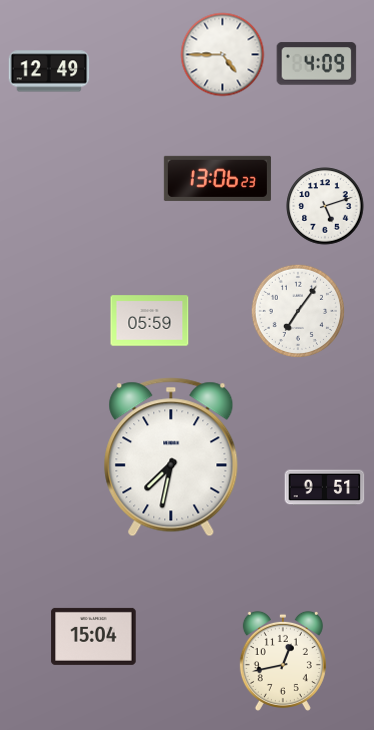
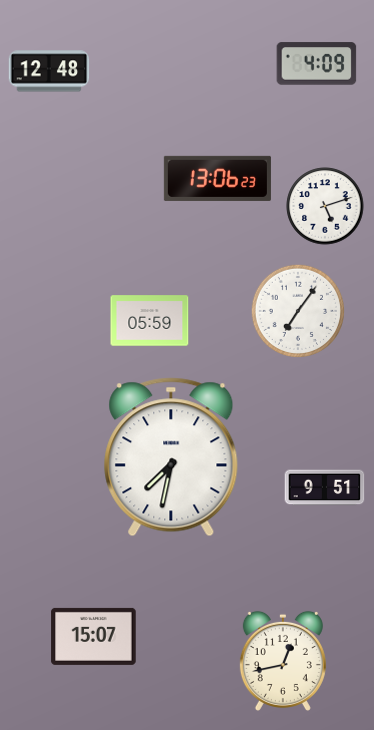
clock at (223, 55): 4:45 -> none
clock at (49, 71): 12:49 -> 12:48
clock at (94, 636): 15:04 -> 15:07
